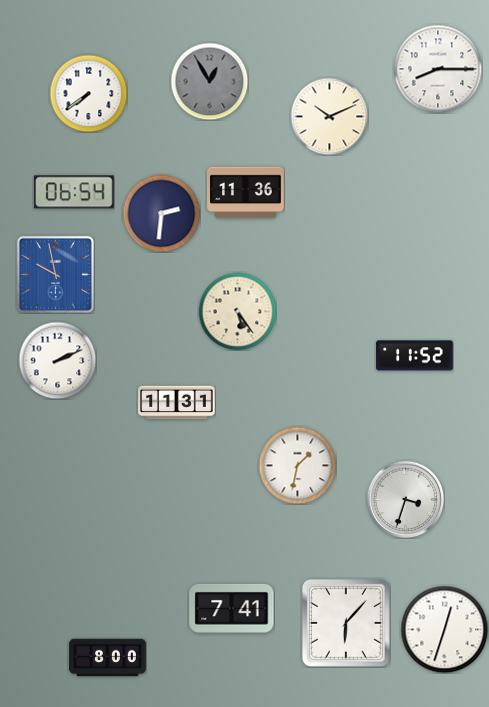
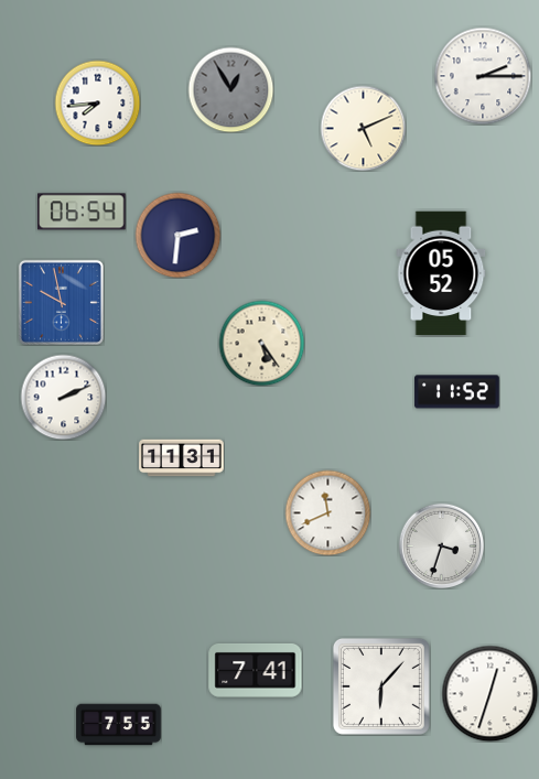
clock at (438, 69): 8:15 -> 2:15
clock at (88, 93): 7:39 -> 7:44
clock at (329, 116): 10:11 -> 5:11
clock at (246, 193): 11:36 -> none
clock at (441, 273): none -> 05:52
clock at (177, 403) position: (177, 403) -> (182, 458)
clock at (297, 465): 1:32 -> 11:41
clock at (405, 499) position: (405, 499) -> (441, 545)
clock at (108, 658): 8:00 -> 7:55
